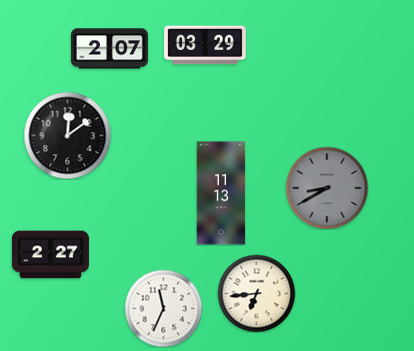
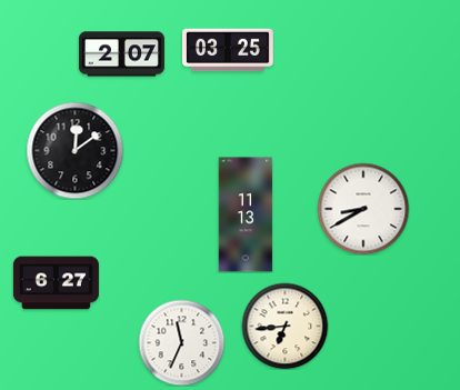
clock at (205, 45): 03:29 -> 03:25
clock at (327, 188) dial: grey -> white
clock at (50, 255): 2:27 -> 6:27
